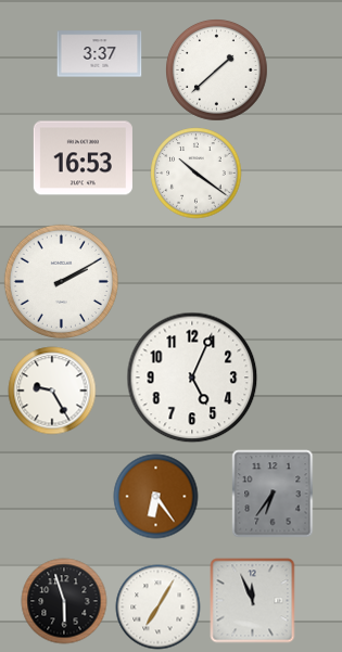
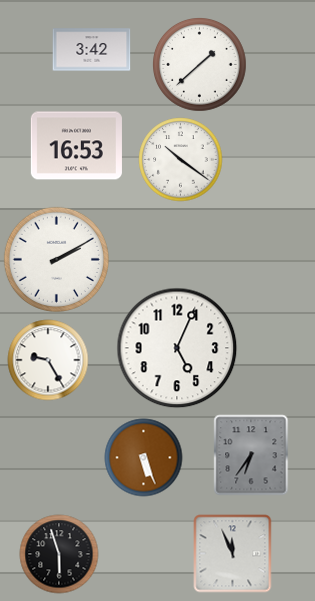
clock at (99, 54): 3:37 -> 3:42
clock at (155, 496): 6:24 -> 5:26
clock at (157, 606): 7:05 -> none
